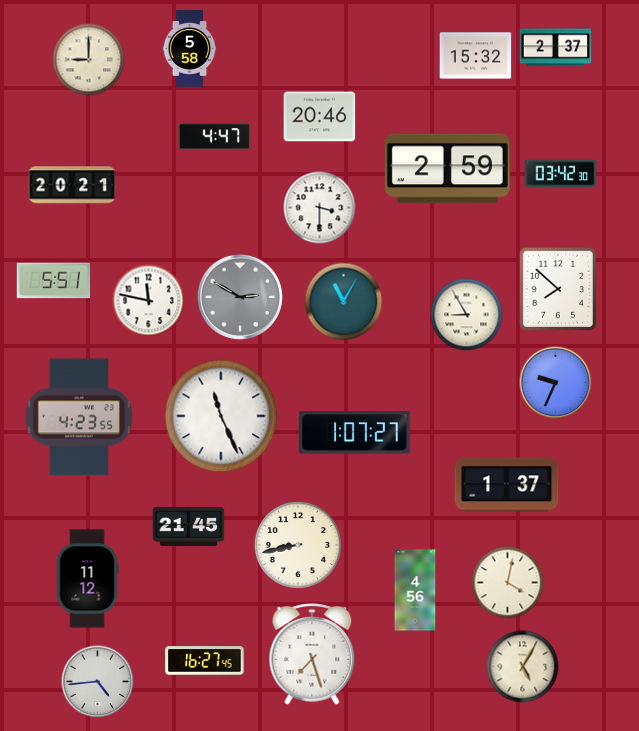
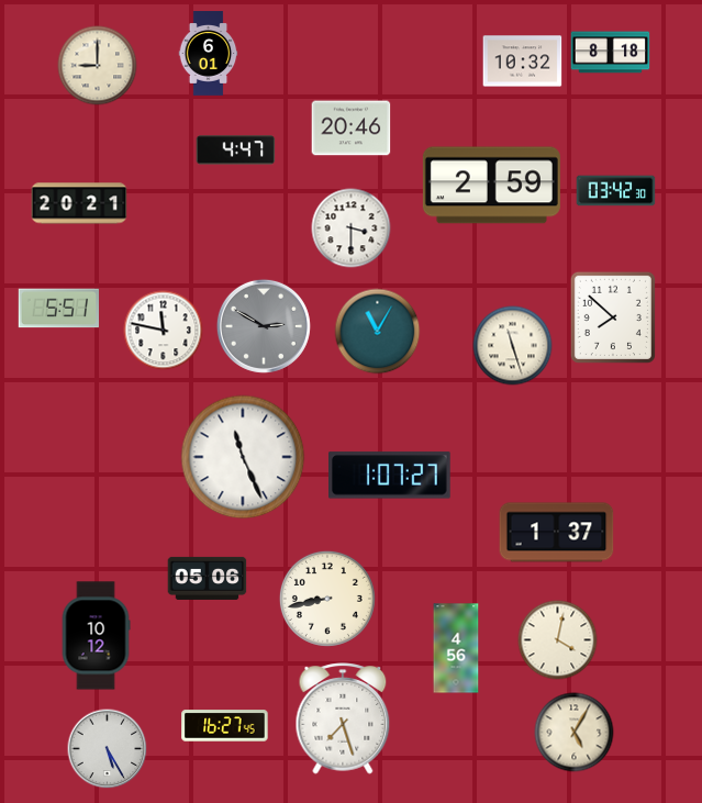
clock at (556, 48): 2:37 -> 8:18
clock at (190, 49): 5:58 -> 6:01
clock at (476, 56): 15:32 -> 10:32
clock at (467, 315): 8:55 -> 11:27
clock at (556, 383): 9:34 -> none
clock at (79, 417): 4:23 -> none
clock at (189, 526): 21:45 -> 05:06
clock at (87, 579): 11:12 -> 10:12
clock at (98, 682): 4:44 -> 5:25
